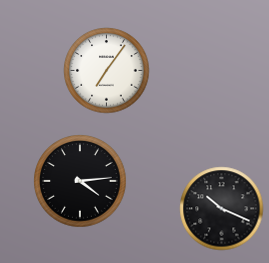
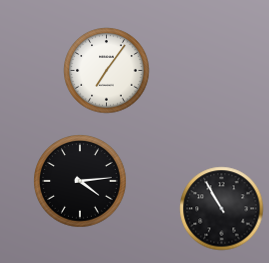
clock at (221, 208): 10:19 -> 10:55
